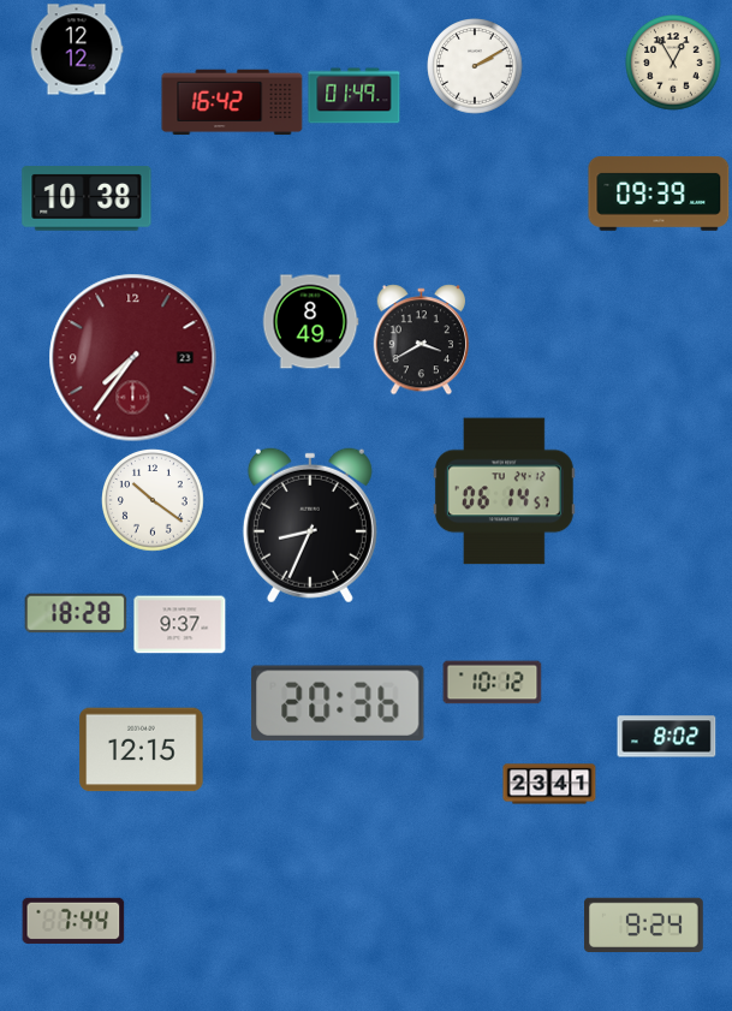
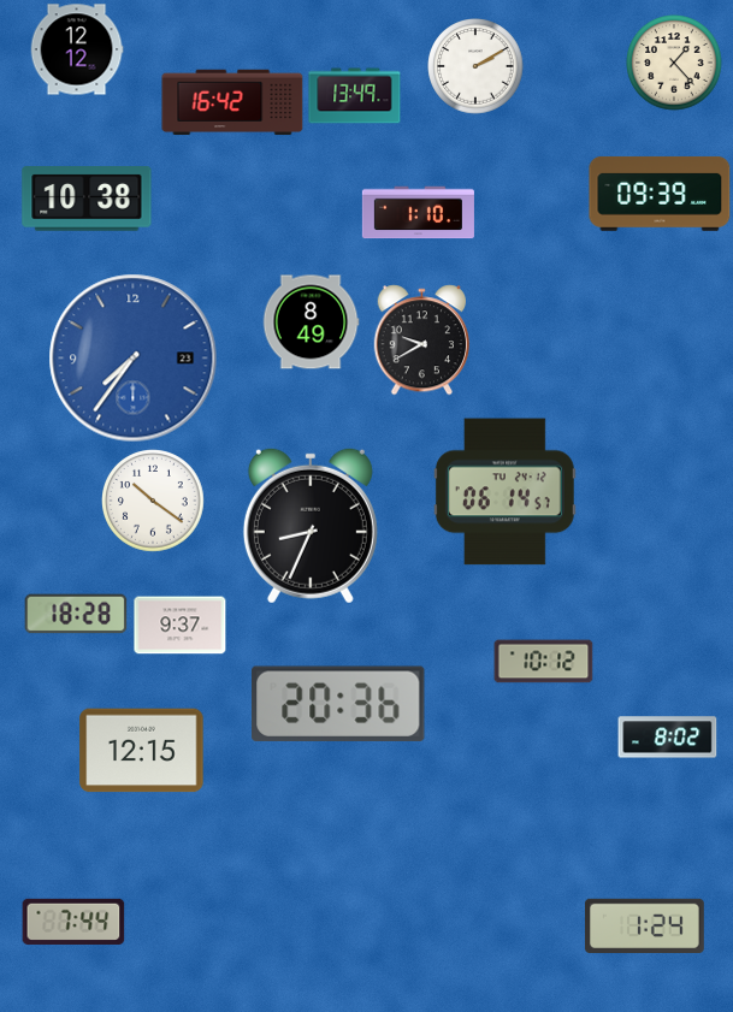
clock at (673, 63): 12:55 -> 1:23
clock at (355, 96): 01:49 -> 13:49
clock at (418, 213): none -> 1:10
clock at (421, 340): 3:40 -> 9:40
clock at (133, 358) dial: burgundy -> blue
clock at (493, 683) position: (493, 683) -> (544, 662)
clock at (549, 784): 23:41 -> none
clock at (644, 926): 9:24 -> 1:24
